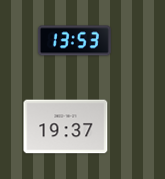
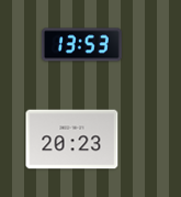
clock at (66, 127): 19:37 -> 20:23
